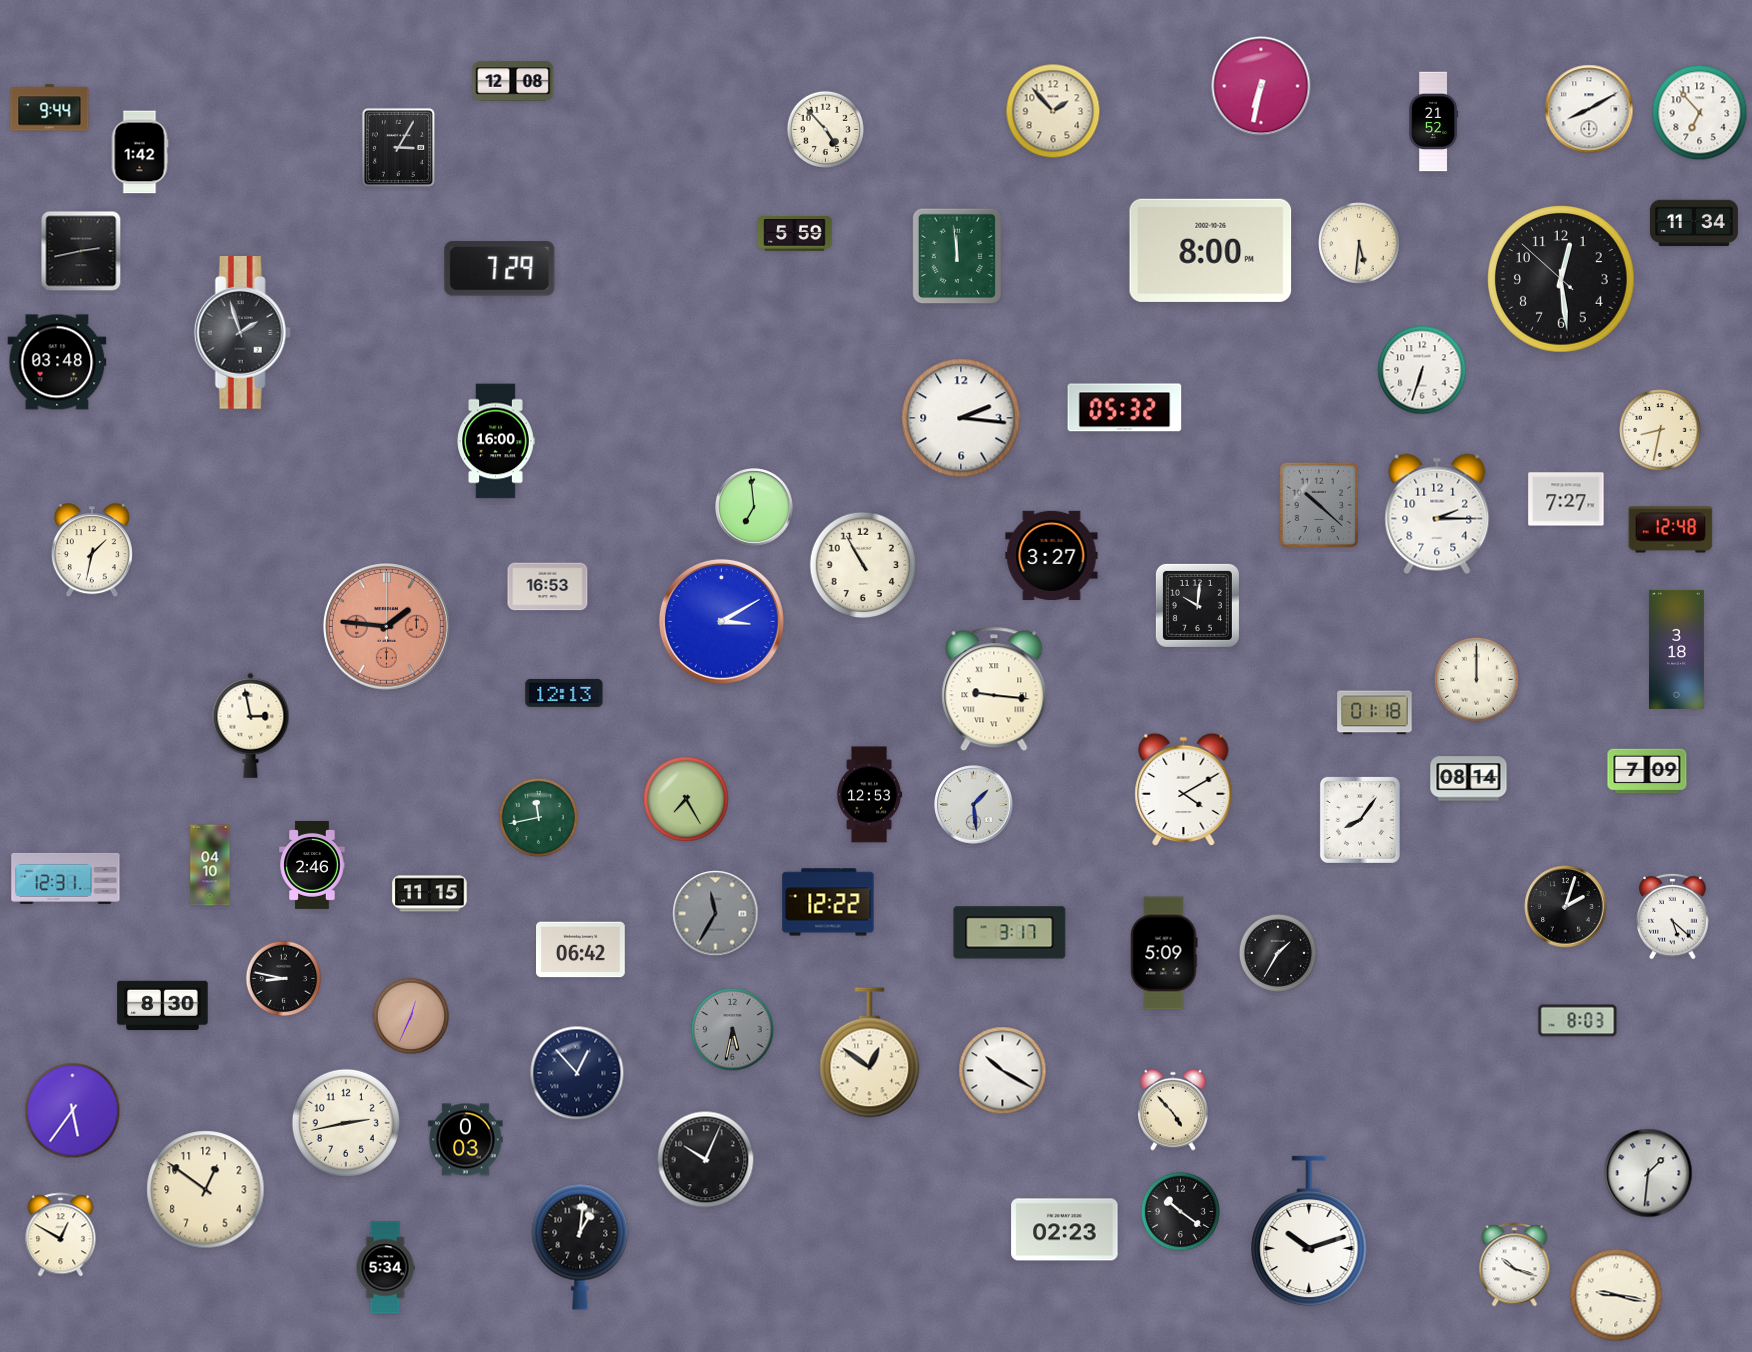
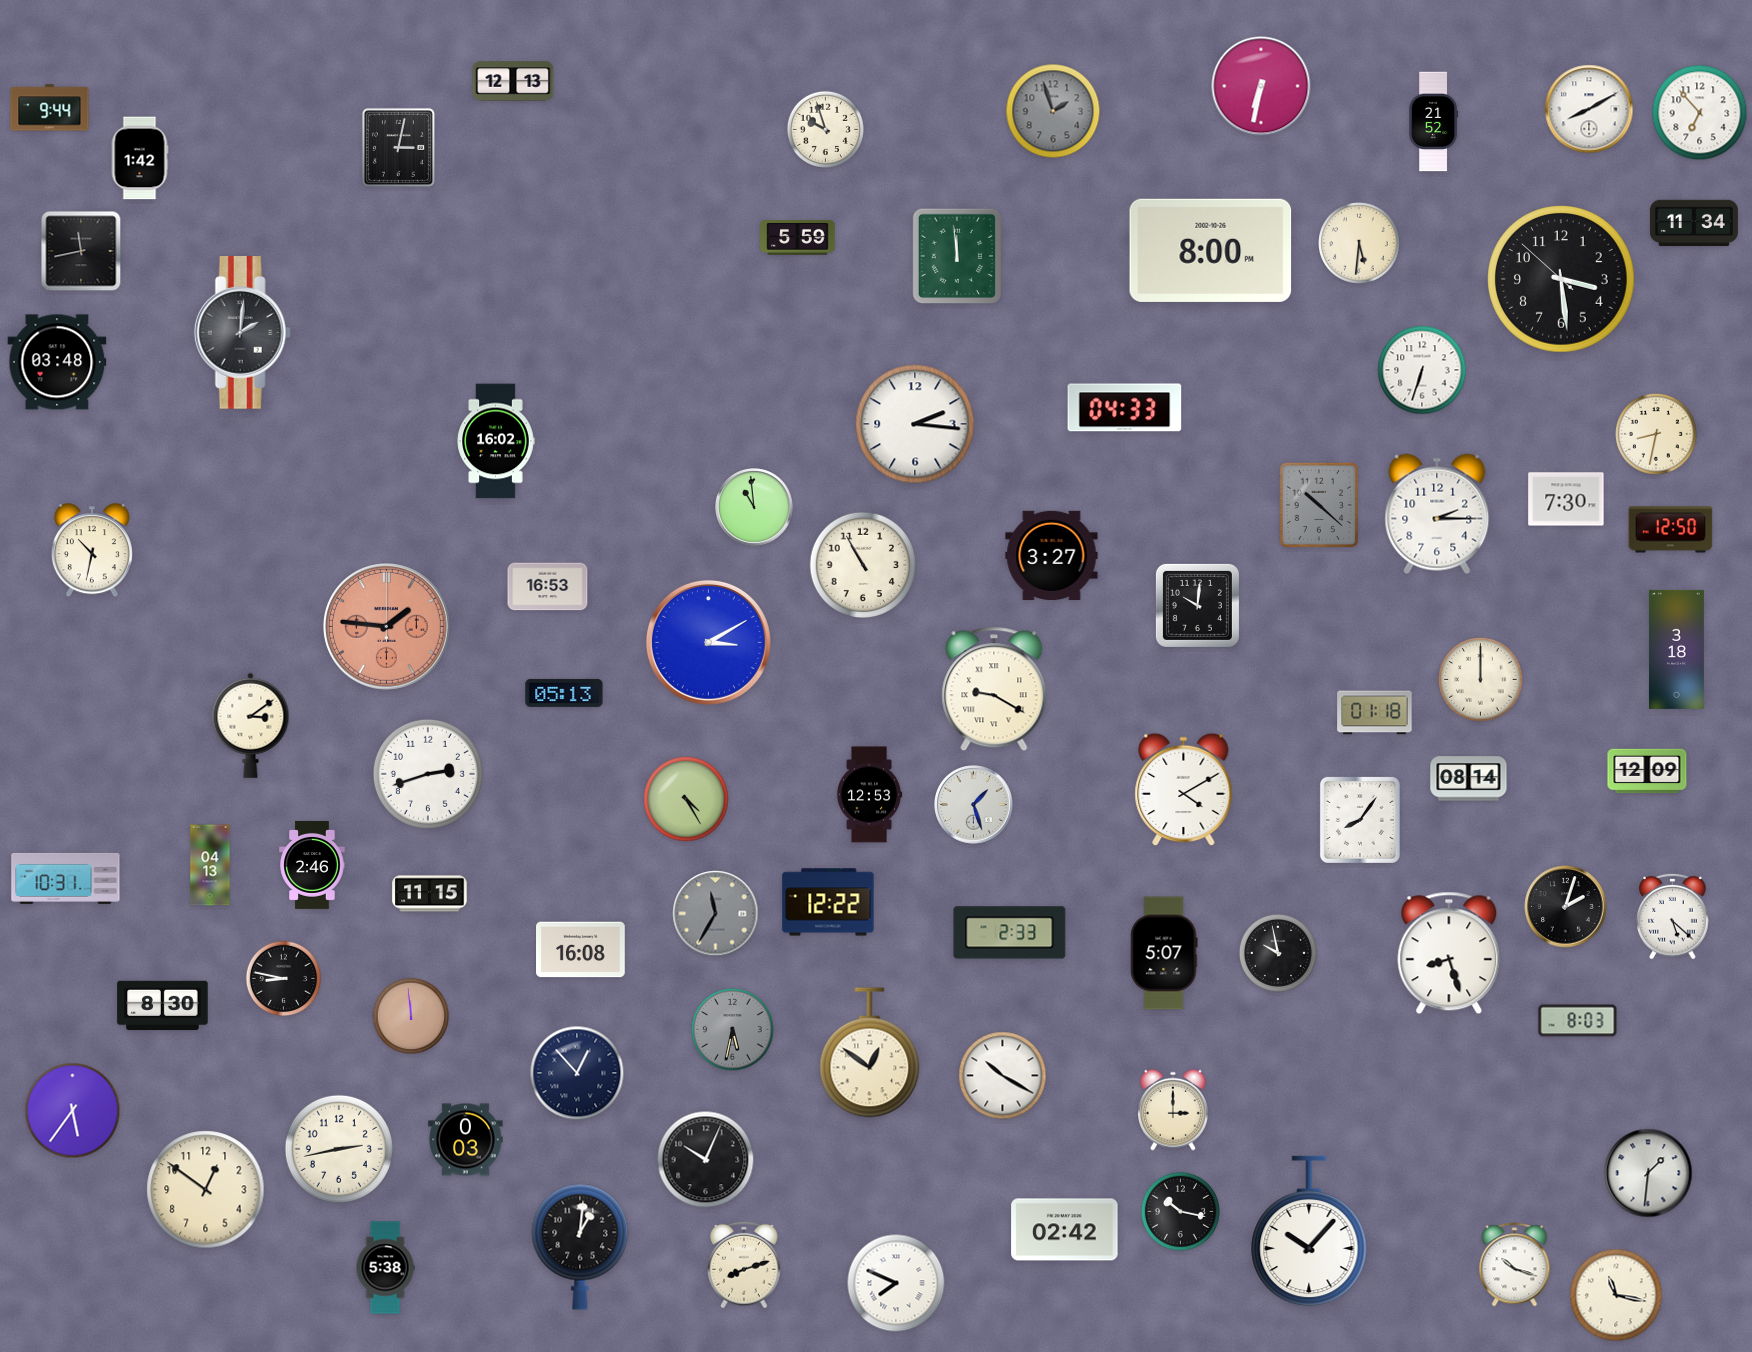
clock at (513, 81): 12:08 -> 12:13
clock at (1053, 111): 1:53 -> 1:57
clock at (1053, 111) dial: cream -> grey
clock at (825, 129): 4:53 -> 9:57
clock at (398, 147): 3:05 -> 3:02
clock at (140, 152) position: (140, 152) -> (140, 158)
clock at (795, 234) position: (795, 234) -> (798, 238)
clock at (81, 251): 2:43 -> 11:43
clock at (500, 269): 7:29 -> none
clock at (1561, 279): 12:28 -> 3:28
clock at (242, 333): 1:57 -> 2:01
clock at (1125, 408): 05:32 -> 04:33
clock at (961, 418) position: (961, 418) -> (915, 424)
clock at (1661, 431) position: (1661, 431) -> (1657, 435)
clock at (496, 441): 16:00 -> 16:02
clock at (1566, 499): 7:27 -> 7:30
clock at (754, 507): 6:59 -> 10:59
clock at (1671, 530): 12:48 -> 12:50
clock at (92, 551): 1:32 -> 10:32
clock at (721, 621) position: (721, 621) -> (708, 642)
clock at (1477, 680) position: (1477, 680) -> (1481, 680)
clock at (994, 689): 9:16 -> 9:20
clock at (564, 693): 12:13 -> 05:13
clock at (251, 725): 2:58 -> 3:09
clock at (1647, 771): 7:09 -> 12:09
clock at (428, 774): none -> 2:42
clock at (686, 799): 7:25 -> 4:25
clock at (974, 805): 1:29 -> 1:27
clock at (538, 817): 11:43 -> none
clock at (210, 865): 04:10 -> 04:13
clock at (66, 878): 12:31 -> 10:31
clock at (1010, 933): 3:17 -> 2:33
clock at (581, 950): 06:42 -> 16:08
clock at (1164, 953): 5:09 -> 5:07
clock at (1278, 953): 1:35 -> 9:58
clock at (1449, 953): none -> 8:27
clock at (410, 1015): 12:34 -> 11:59
clock at (1003, 1071) position: (1003, 1071) -> (1003, 1076)
clock at (1173, 1110): 4:53 -> 3:00
clock at (346, 1123) position: (346, 1123) -> (339, 1149)
clock at (1180, 1211): 10:21 -> 10:17
clock at (1065, 1230): 02:23 -> 02:42
clock at (1309, 1231): 10:12 -> 10:07
clock at (61, 1235): 12:50 -> none
clock at (745, 1265): none -> 8:12
clock at (385, 1268): 5:34 -> 5:38
clock at (896, 1283): none -> 7:49
clock at (1616, 1295): 9:17 -> 11:17
